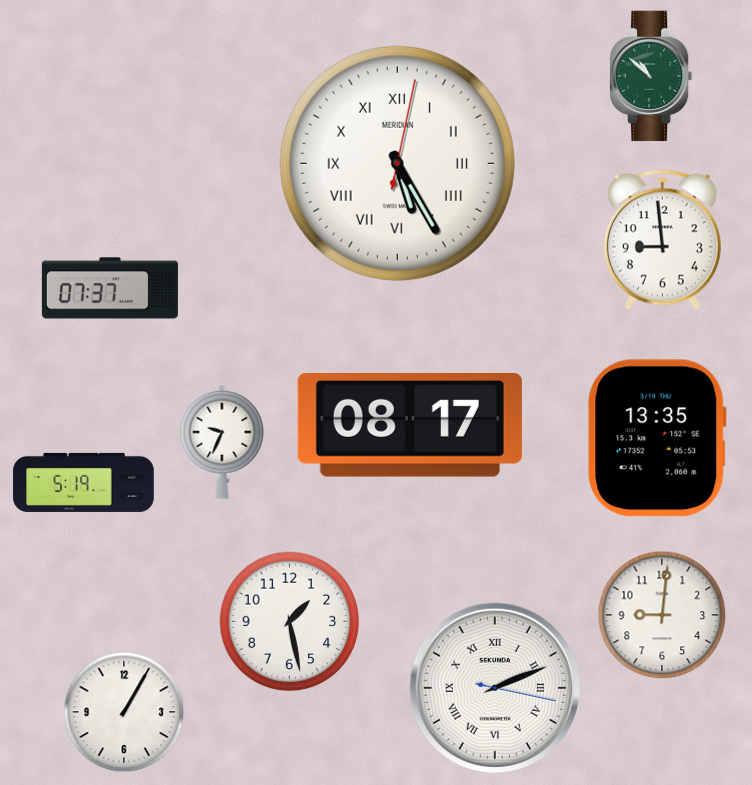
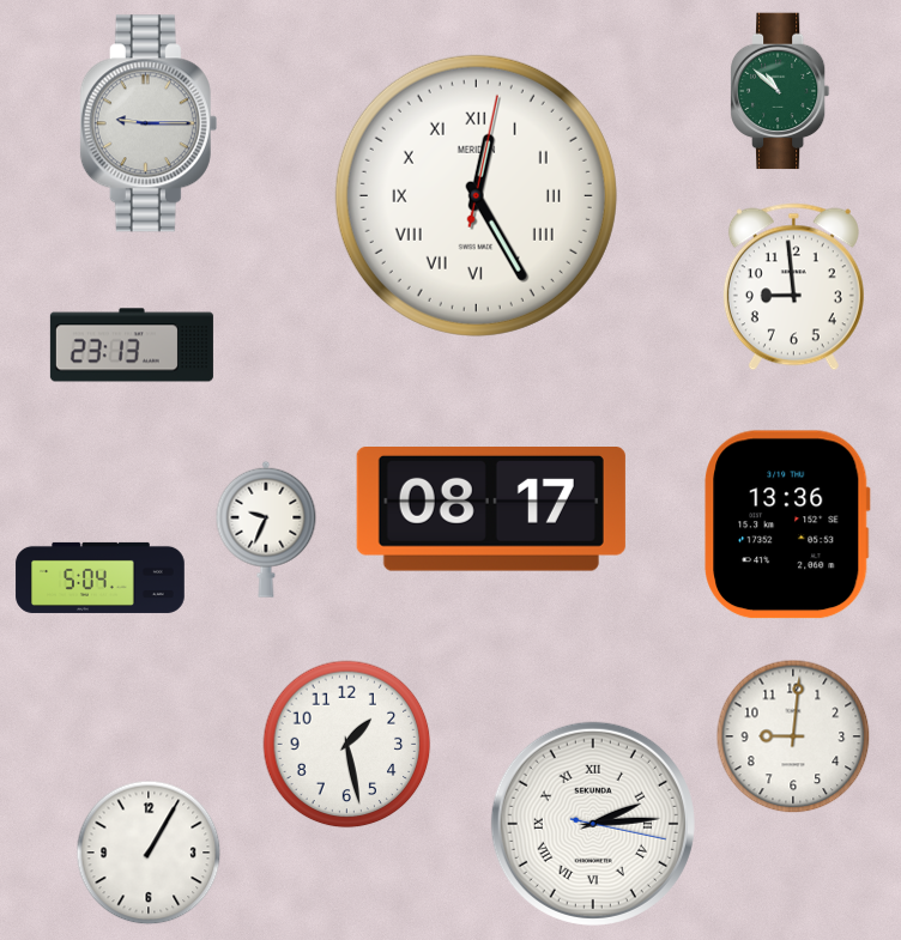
clock at (149, 123): none -> 9:15
clock at (397, 163): 5:25 -> 12:25
clock at (110, 288): 07:37 -> 23:13
clock at (657, 438): 13:35 -> 13:36
clock at (84, 482): 5:19 -> 5:04
clock at (495, 688): 2:11 -> 2:14
